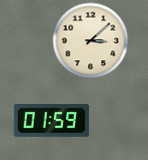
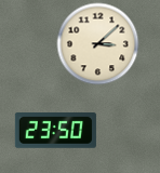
clock at (51, 121): 01:59 -> 23:50
